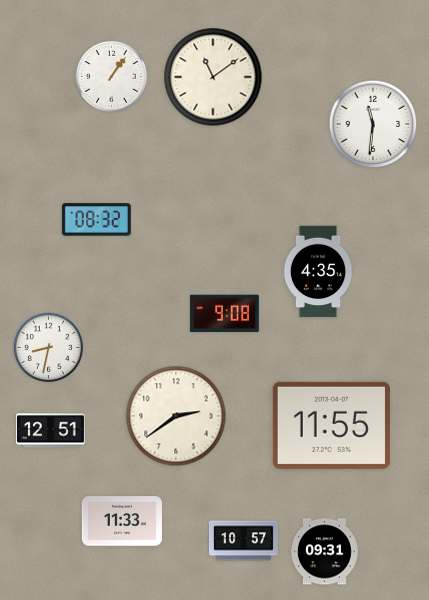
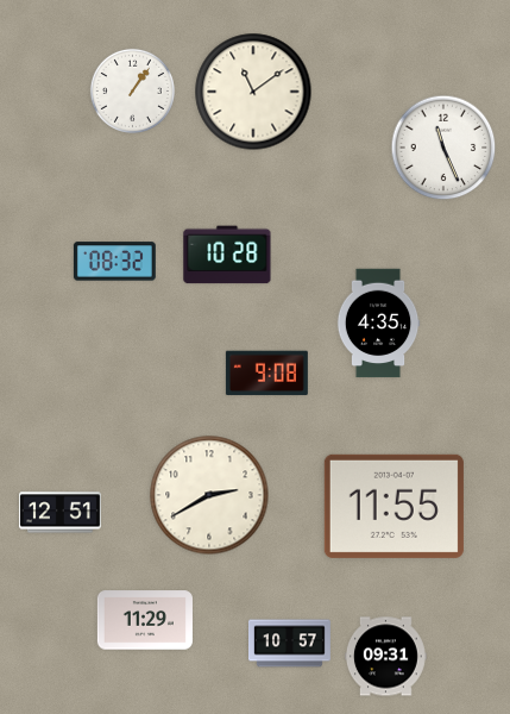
clock at (373, 124): 11:31 -> 11:26
clock at (227, 255): none -> 10:28
clock at (49, 348): 8:32 -> none
clock at (176, 416): 2:39 -> 2:40
clock at (122, 521): 11:33 -> 11:29
